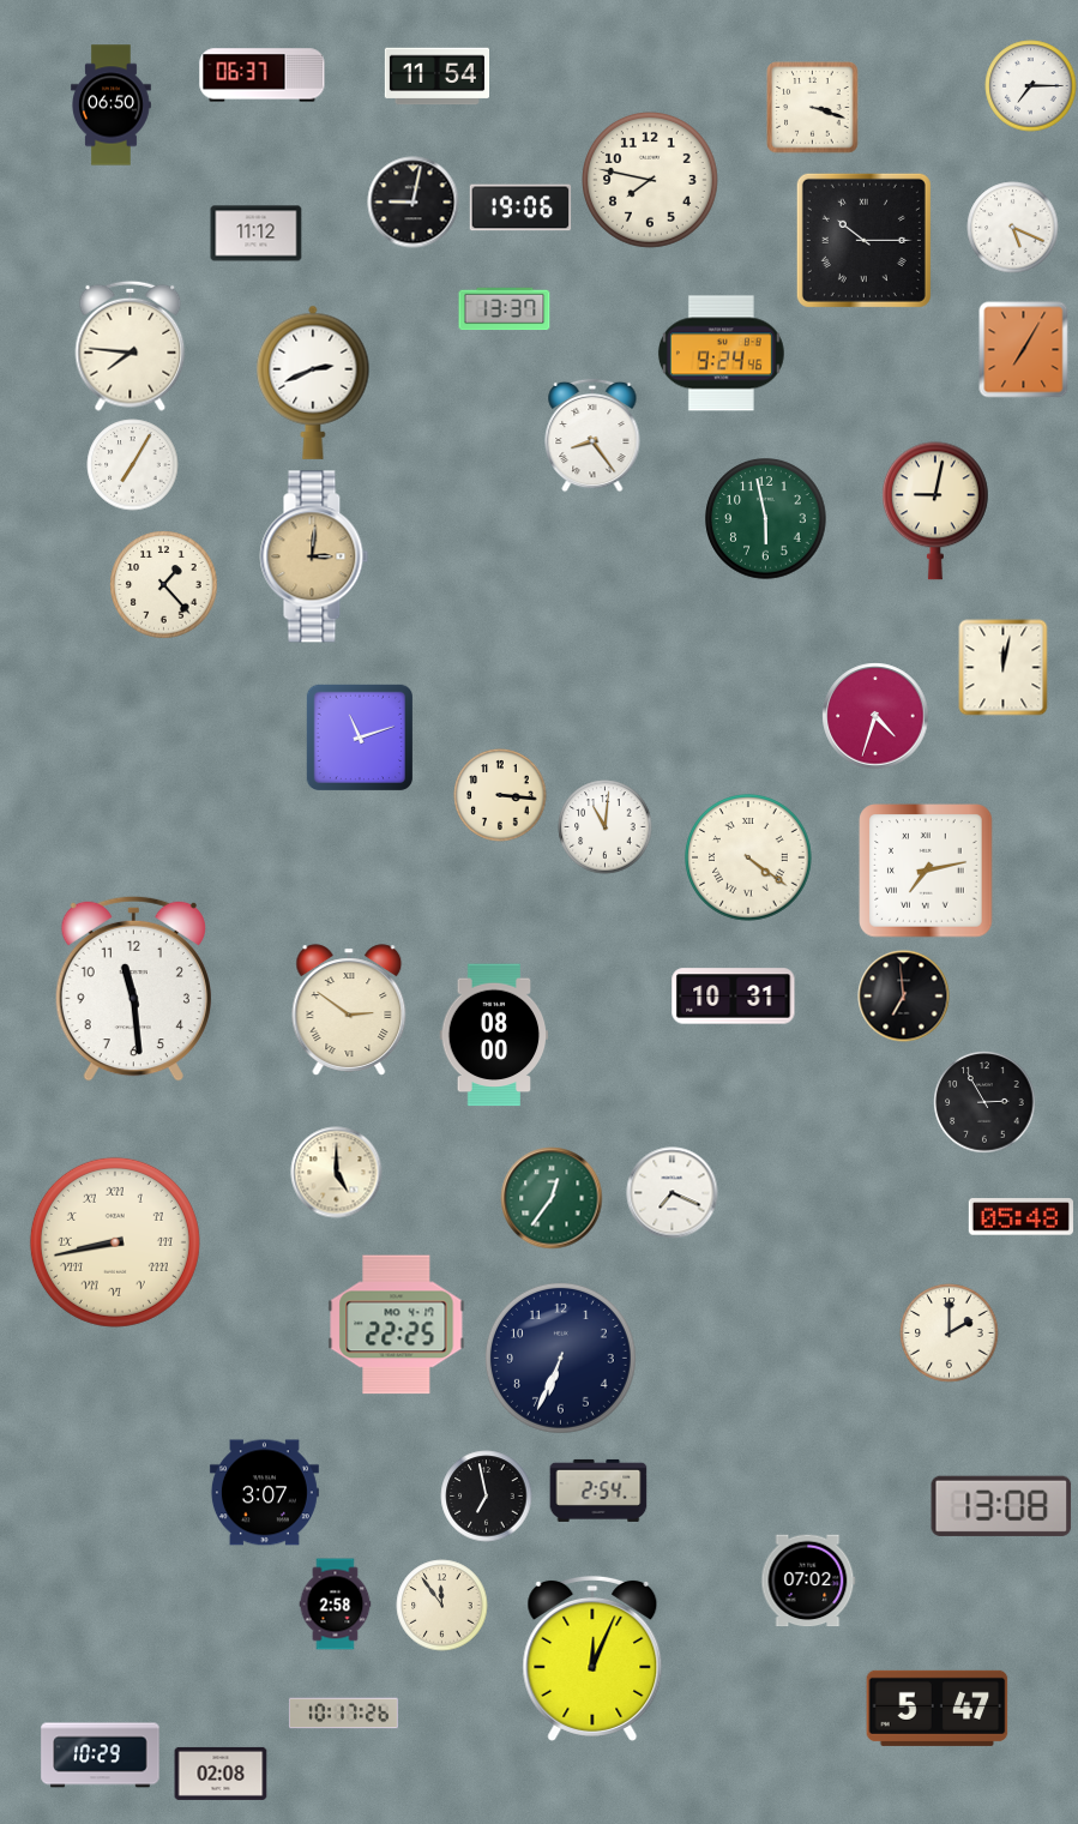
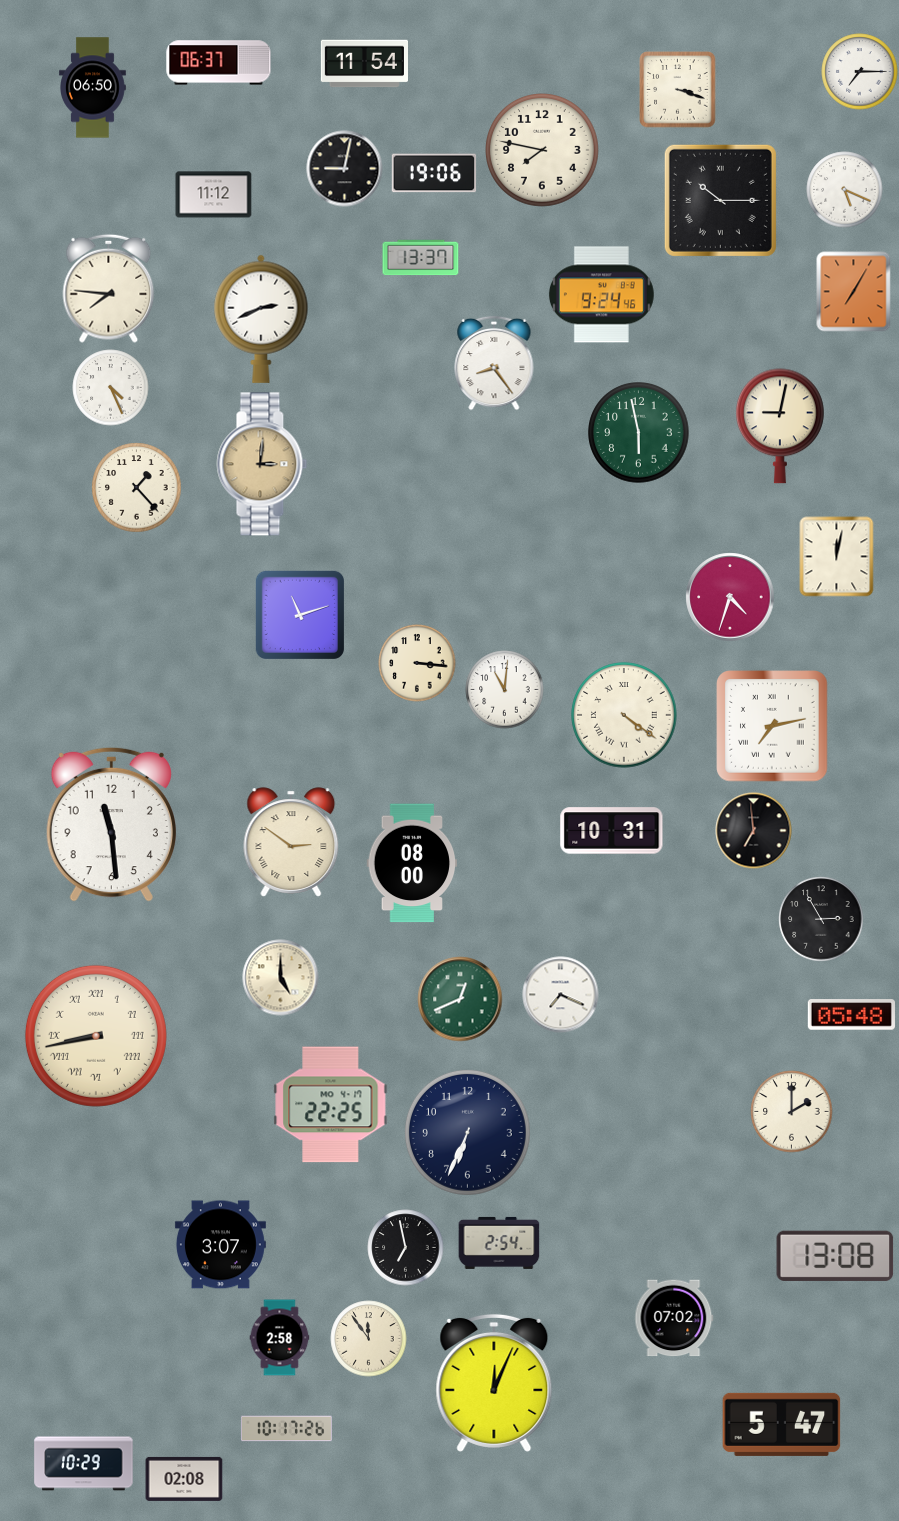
clock at (133, 465): 7:05 -> 4:26
clock at (552, 1198): 12:36 -> 12:41
